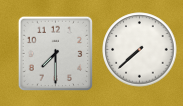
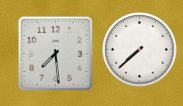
clock at (56, 54): 7:30 -> 7:29
